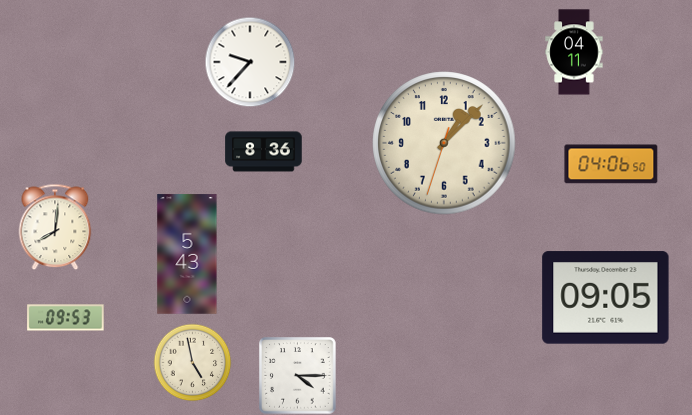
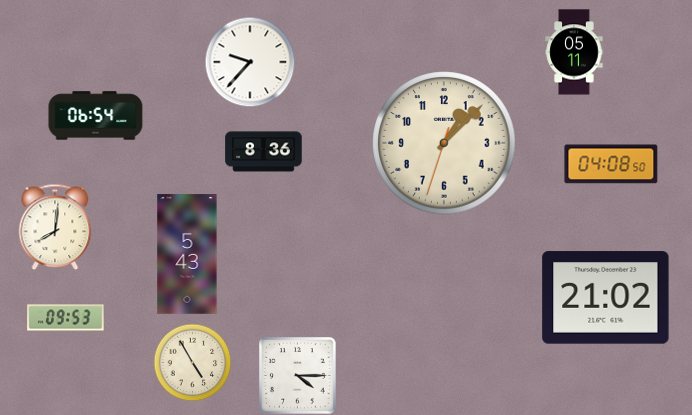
clock at (574, 52): 04:11 -> 05:11
clock at (96, 116): none -> 06:54
clock at (611, 164): 04:06 -> 04:08
clock at (606, 298): 09:05 -> 21:02
clock at (192, 362): 4:58 -> 4:55
